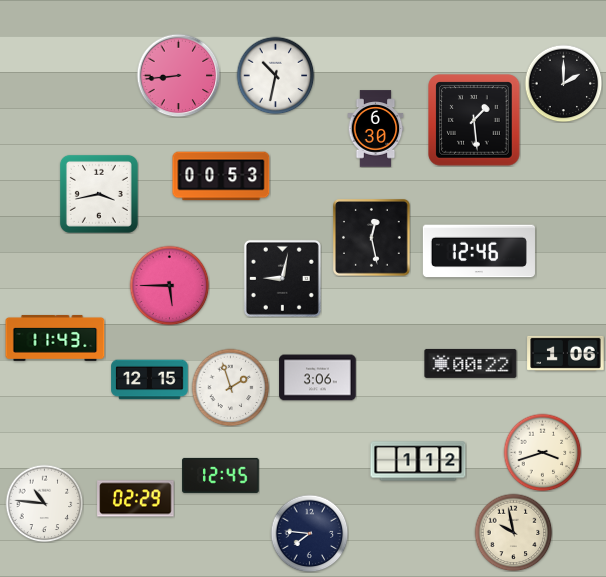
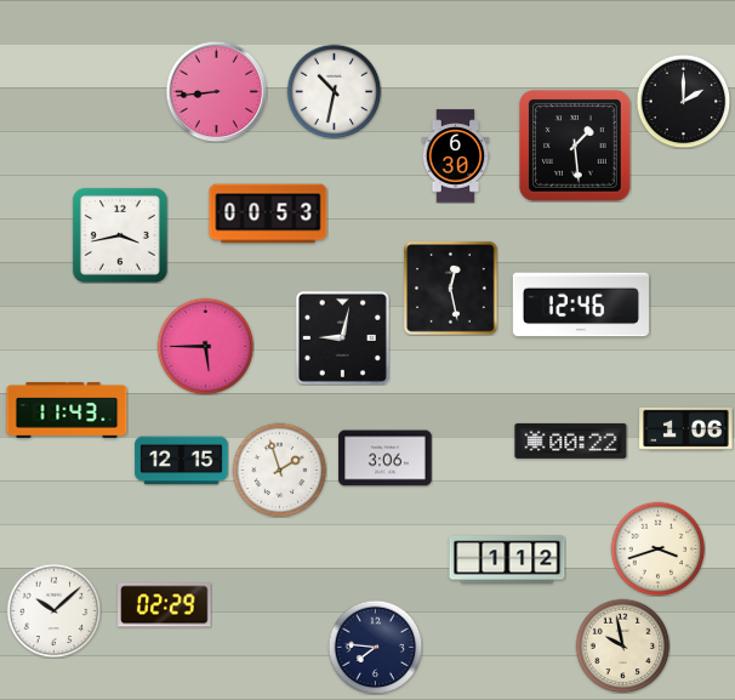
clock at (221, 475): 12:45 -> none
clock at (44, 503): 10:46 -> 10:08
